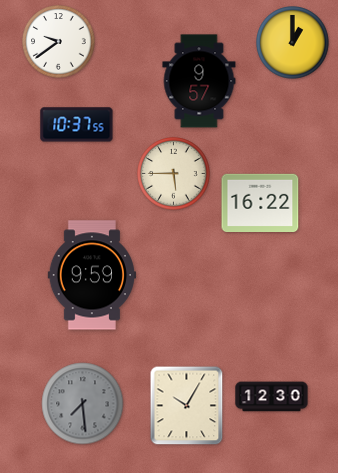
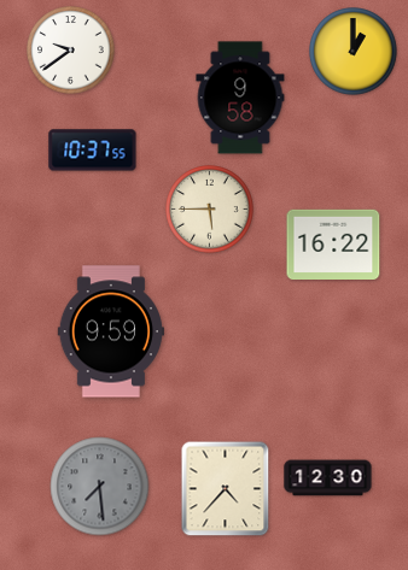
clock at (199, 81): 9:57 -> 9:58
clock at (260, 202) position: (260, 202) -> (333, 243)
clock at (187, 406): 10:05 -> 4:37
